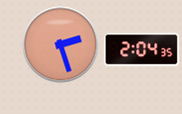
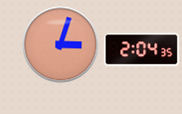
clock at (61, 45): 2:27 -> 3:03
